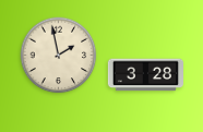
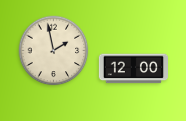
clock at (145, 75): 3:28 -> 12:00
